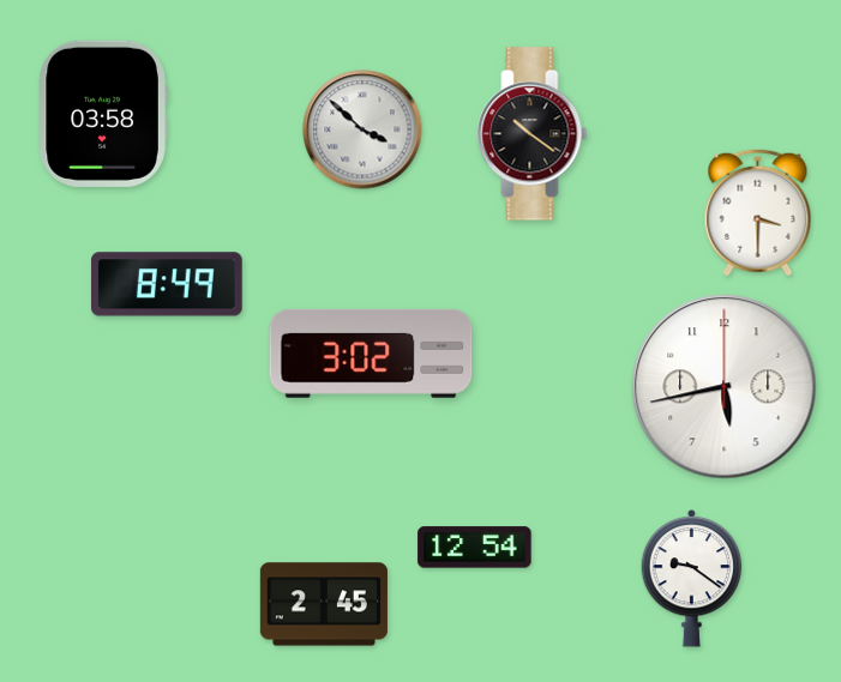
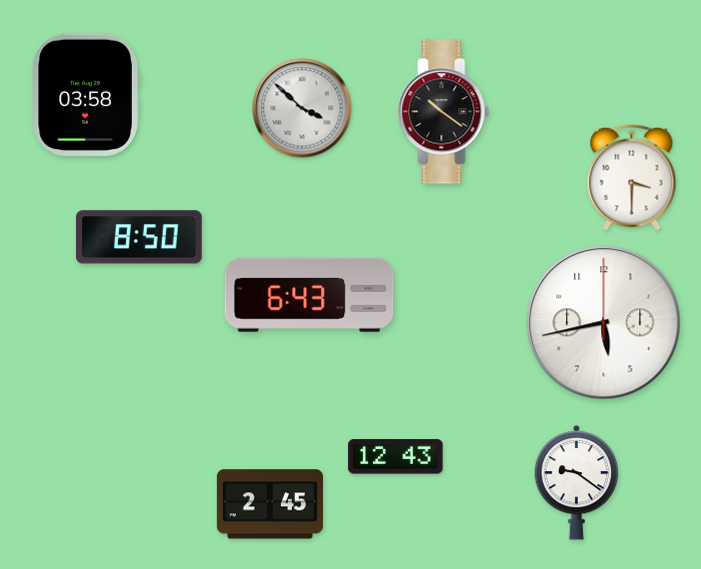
clock at (168, 284): 8:49 -> 8:50
clock at (371, 354): 3:02 -> 6:43
clock at (475, 548): 12:54 -> 12:43
